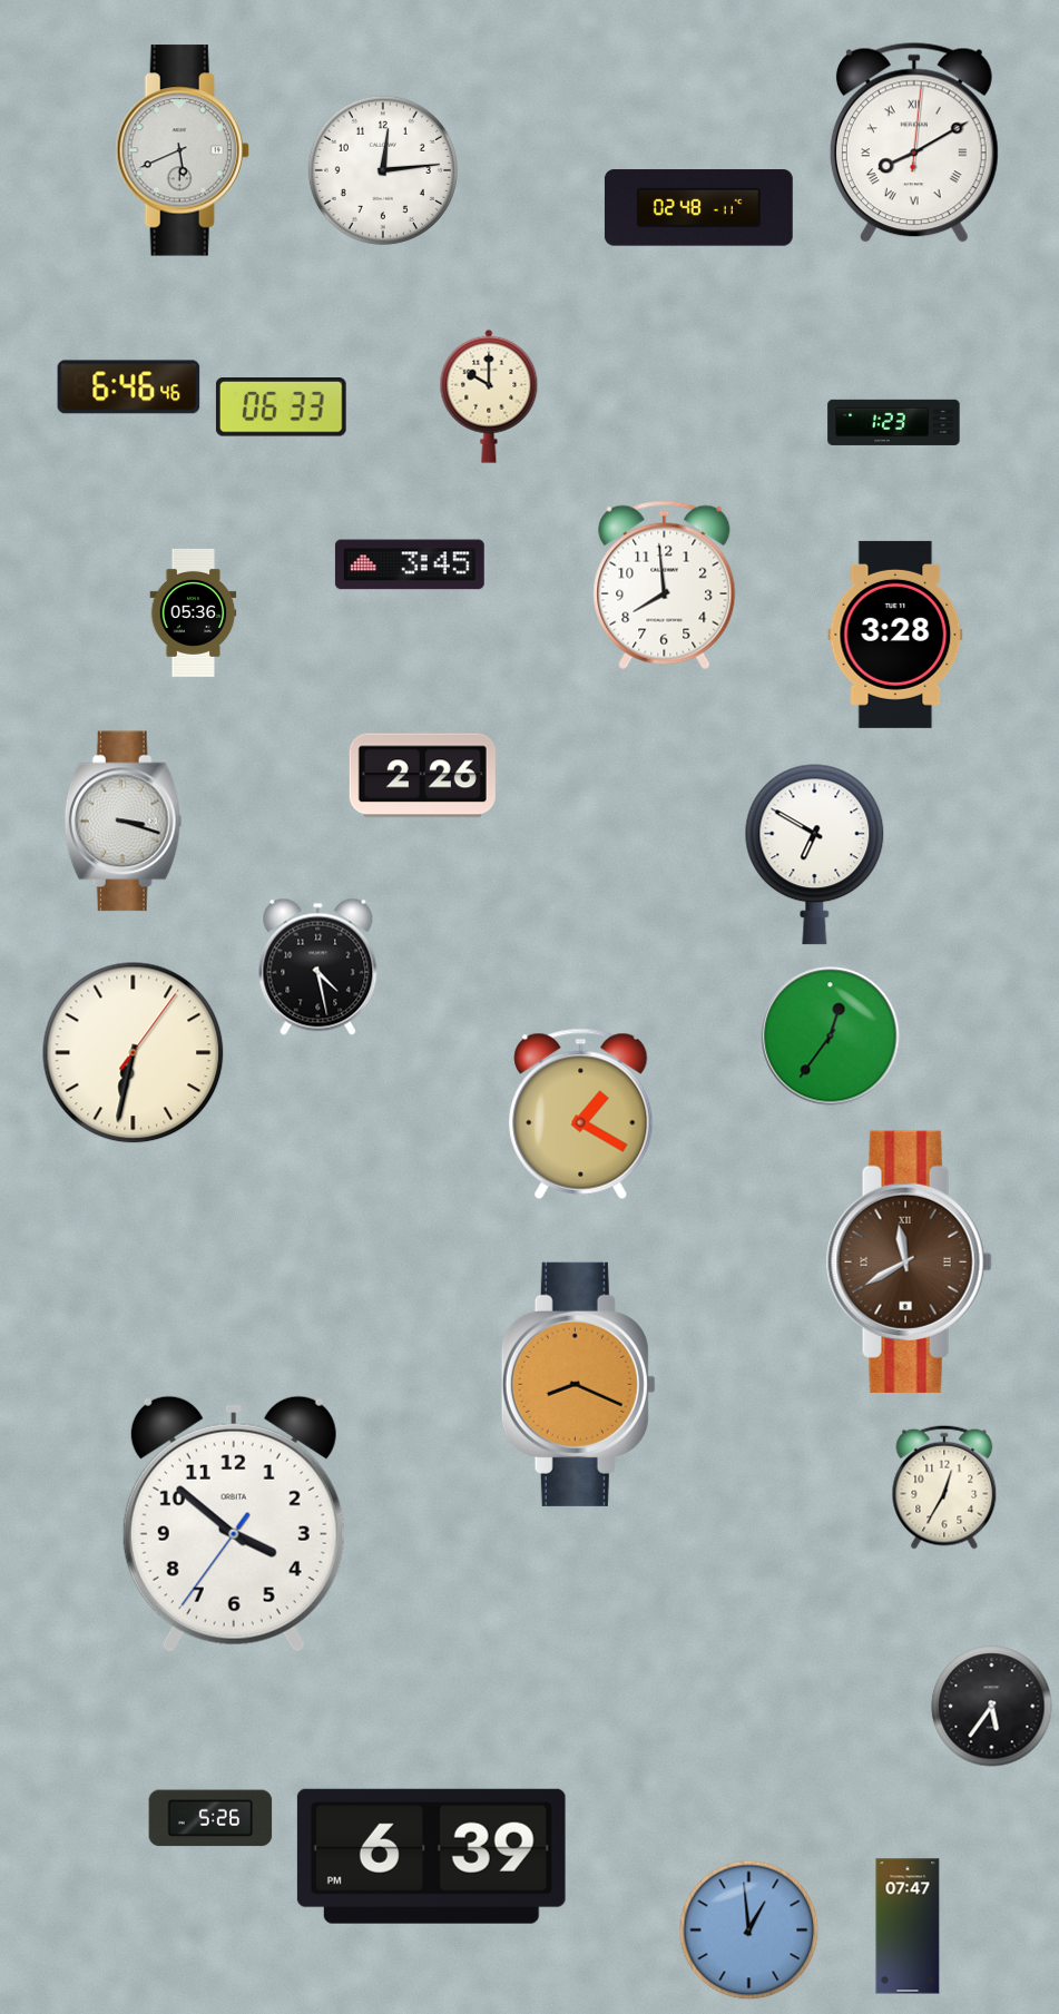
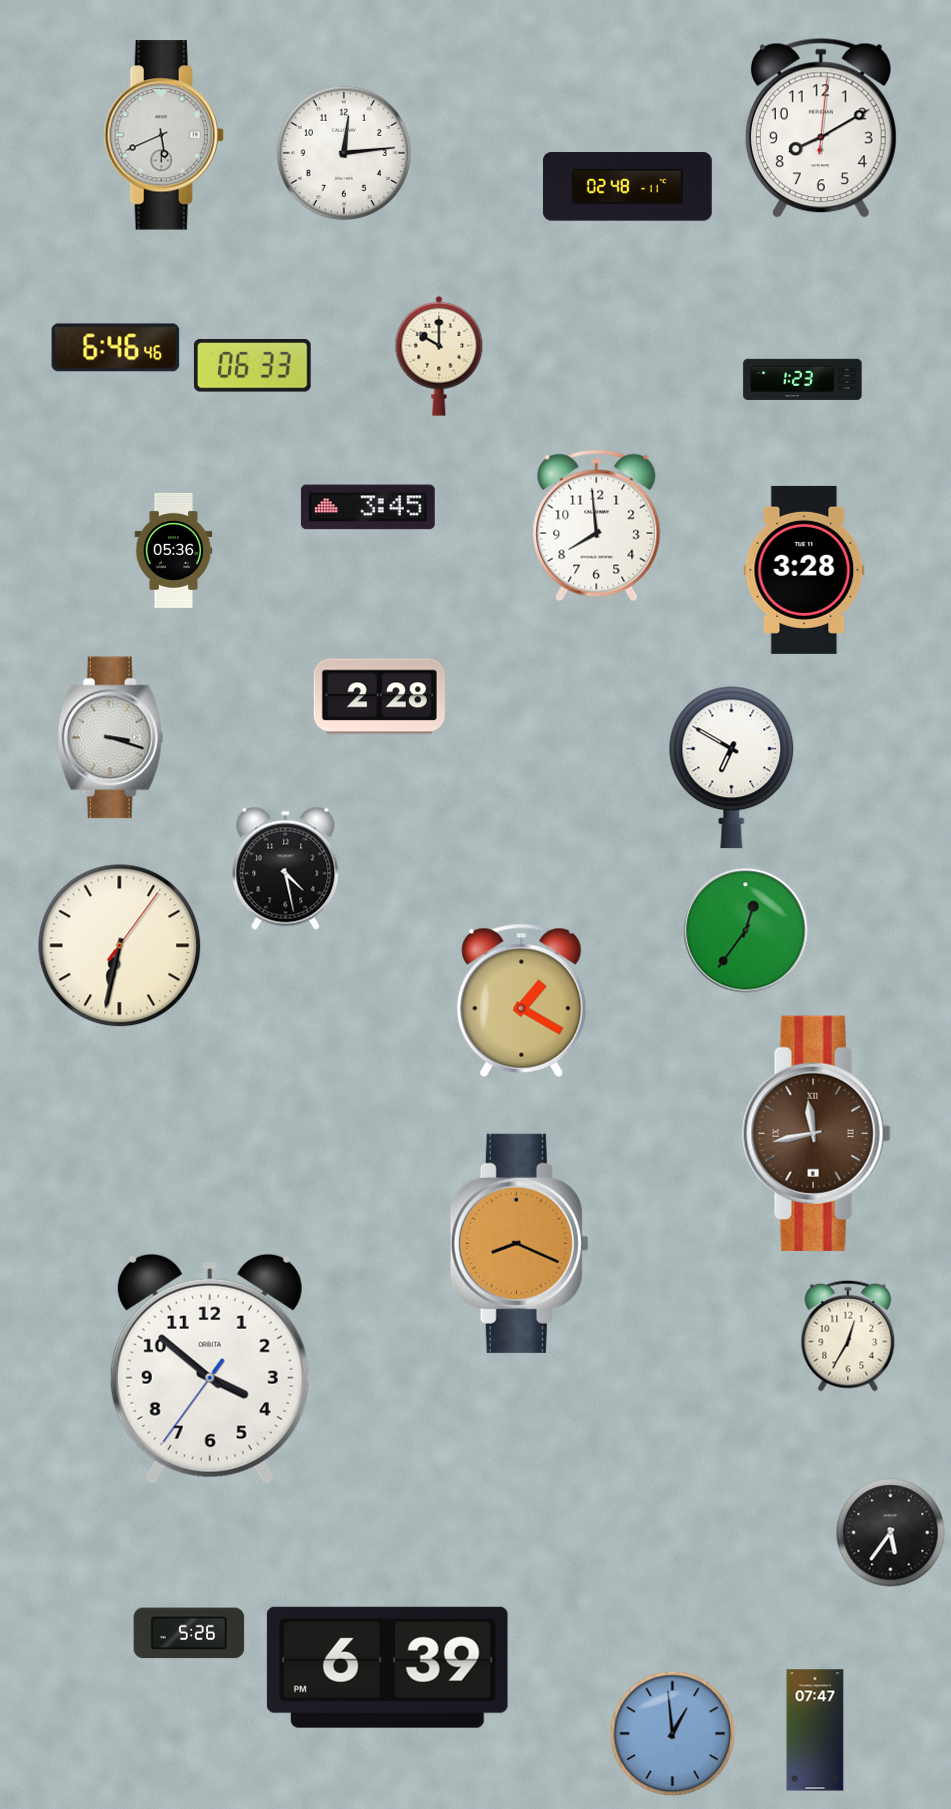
clock at (914, 143) numerals: Roman -> Arabic
clock at (422, 776): 2:26 -> 2:28
clock at (909, 1261): 11:40 -> 11:43
